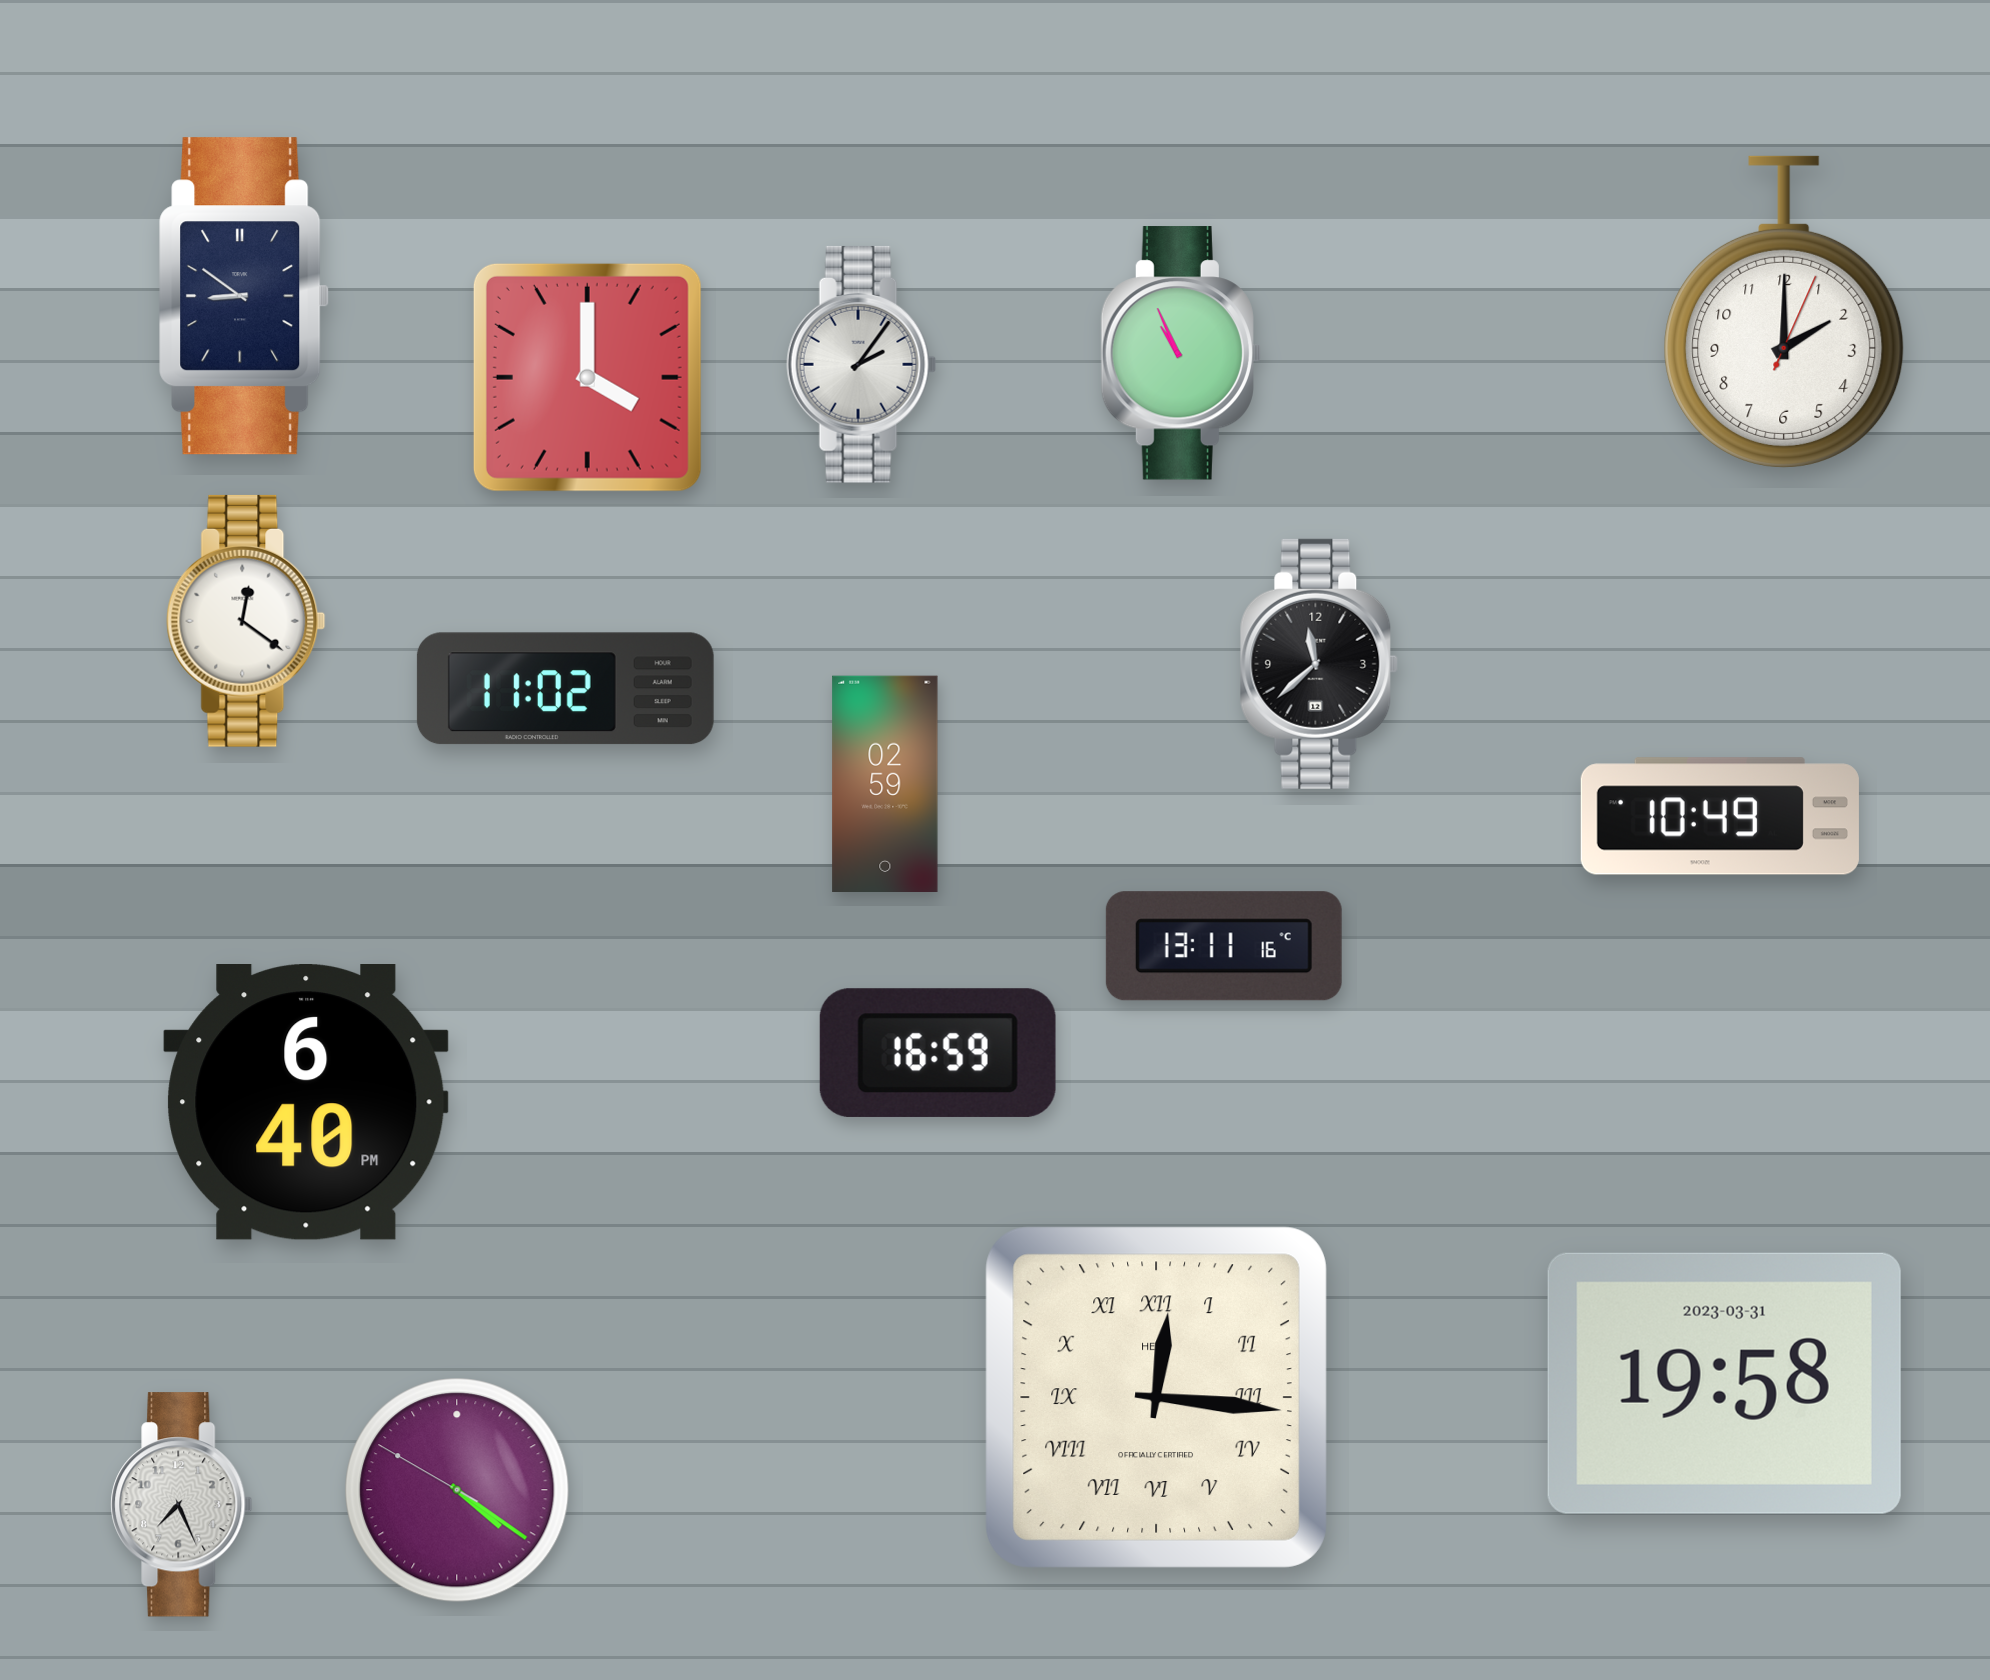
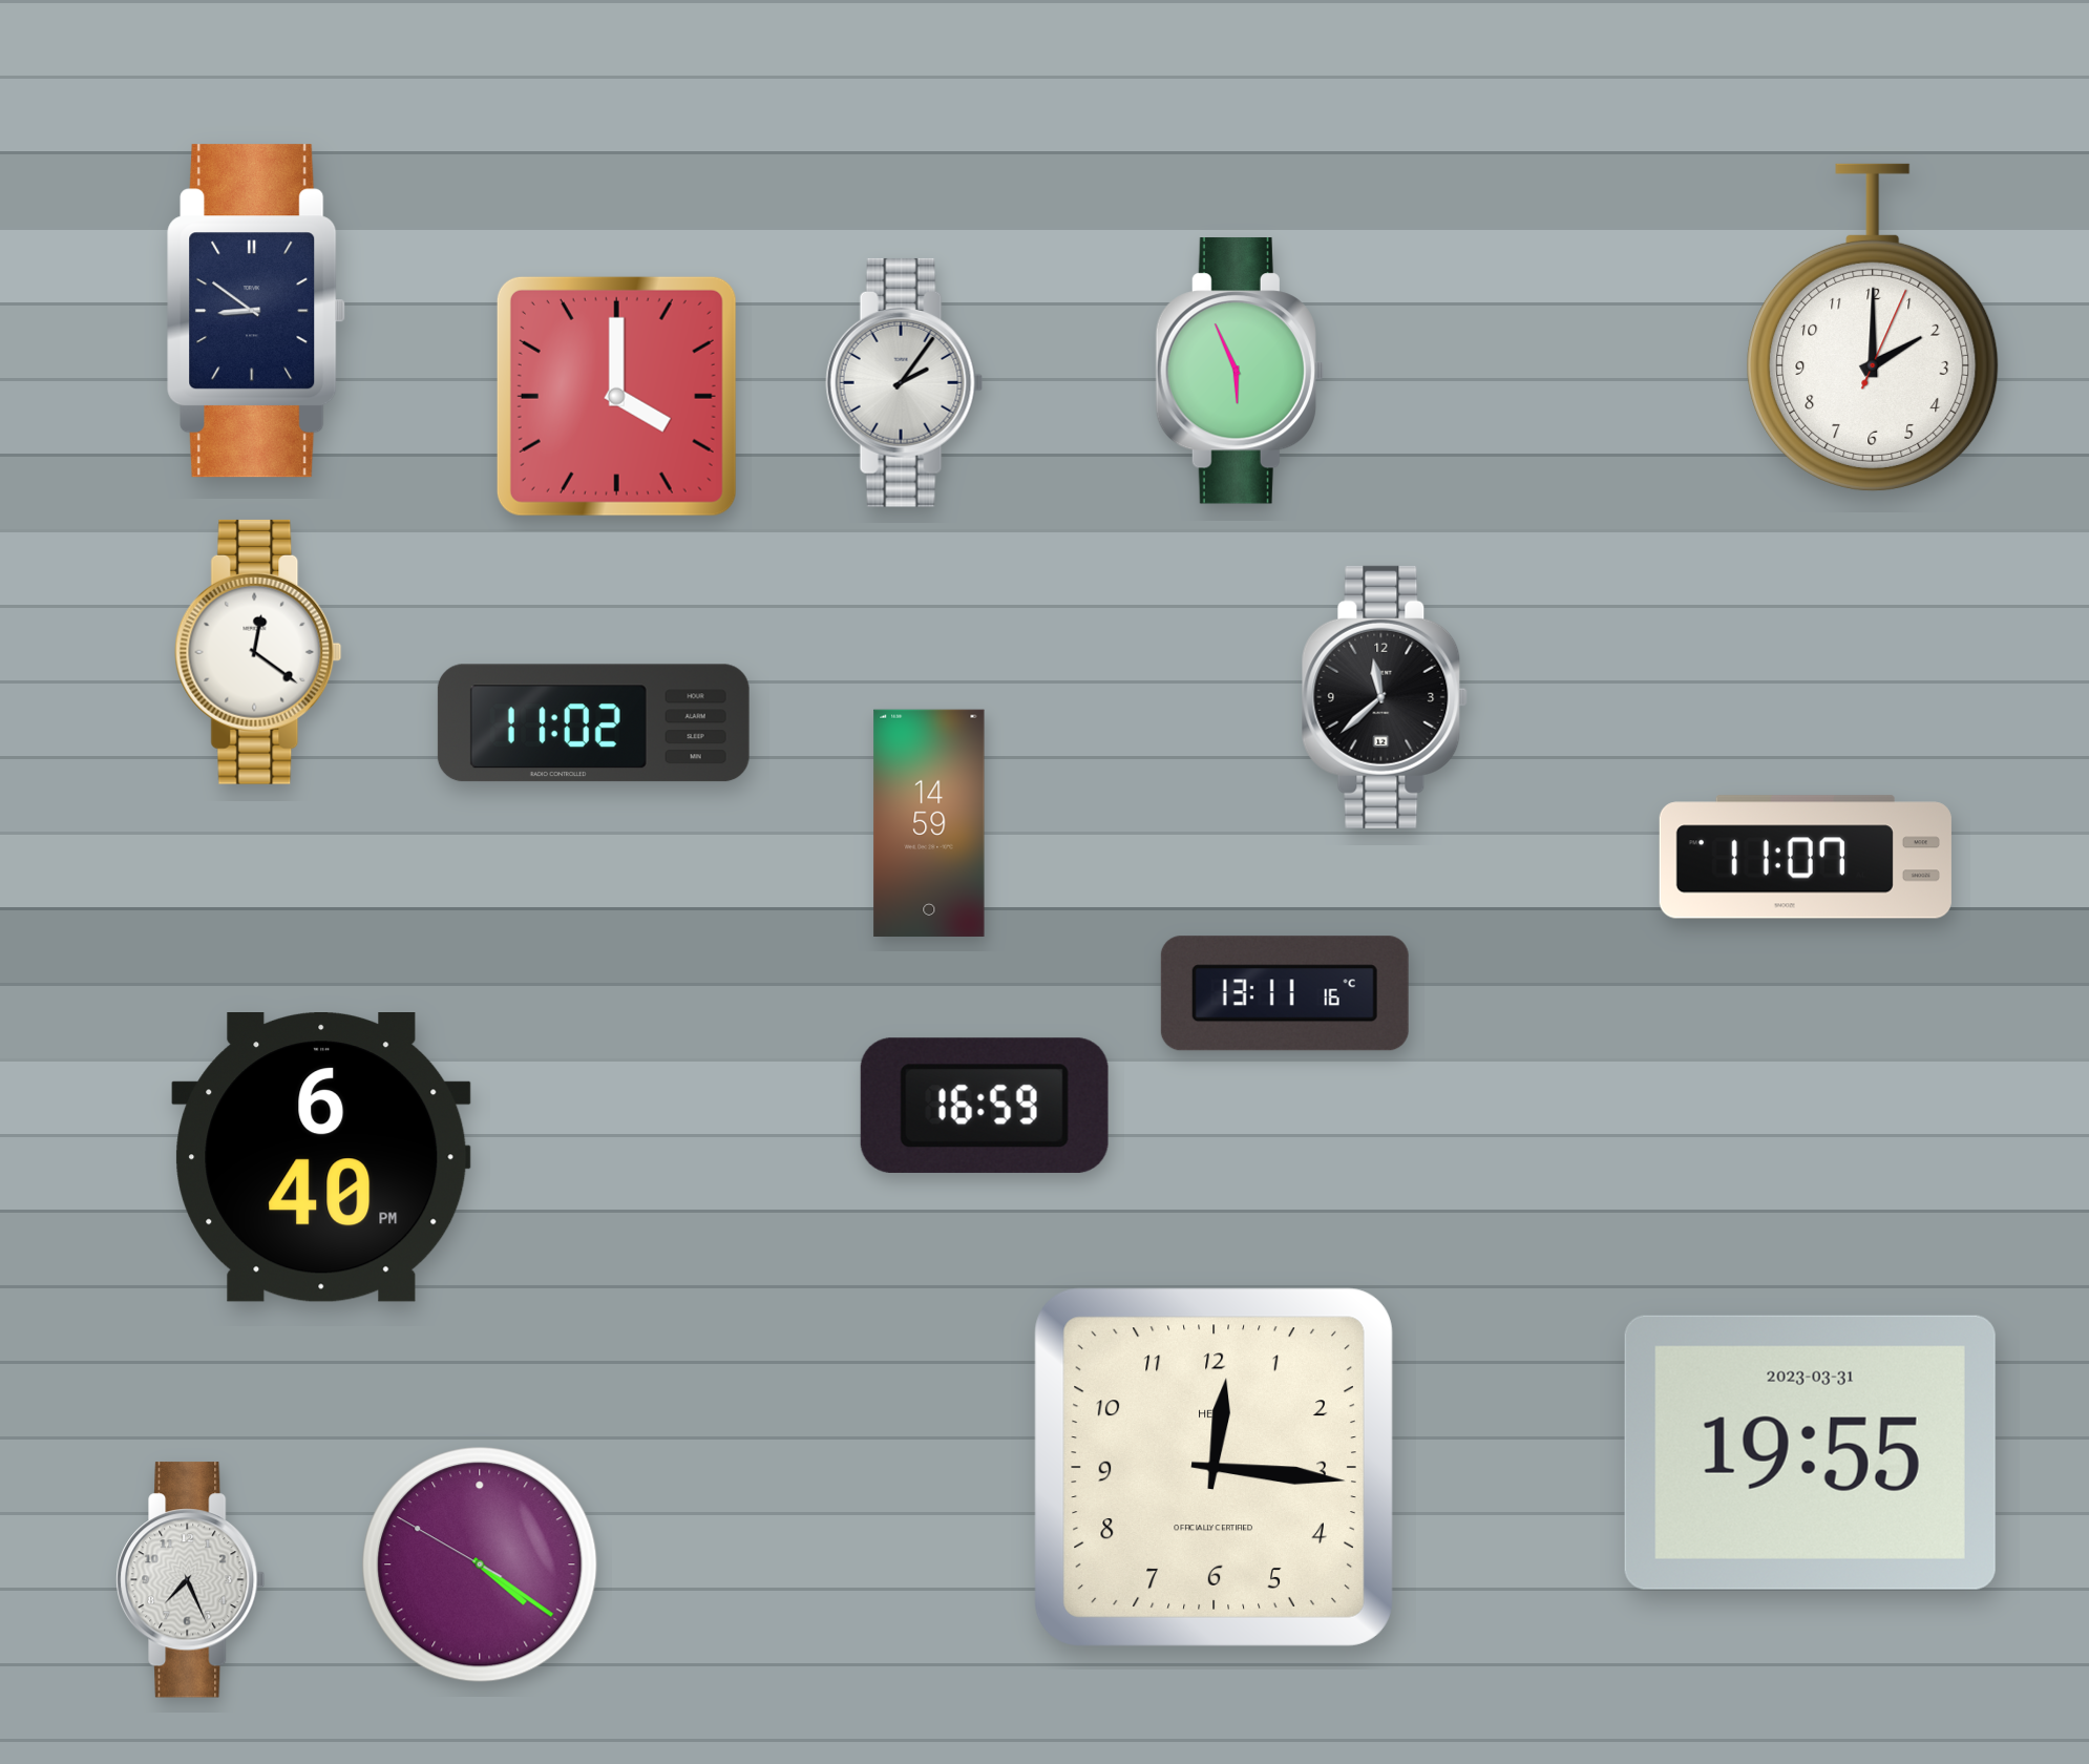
clock at (1181, 353): 10:56 -> 5:56
clock at (885, 783): 02:59 -> 14:59
clock at (1720, 816): 10:49 -> 11:07
clock at (1724, 1383): 19:58 -> 19:55
clock at (1156, 1397) numerals: Roman -> Arabic
